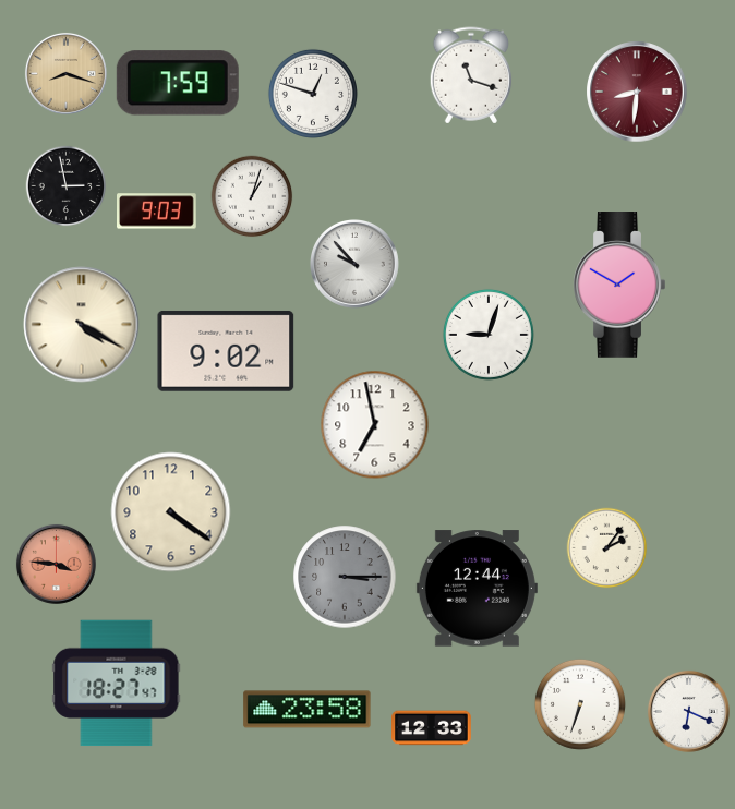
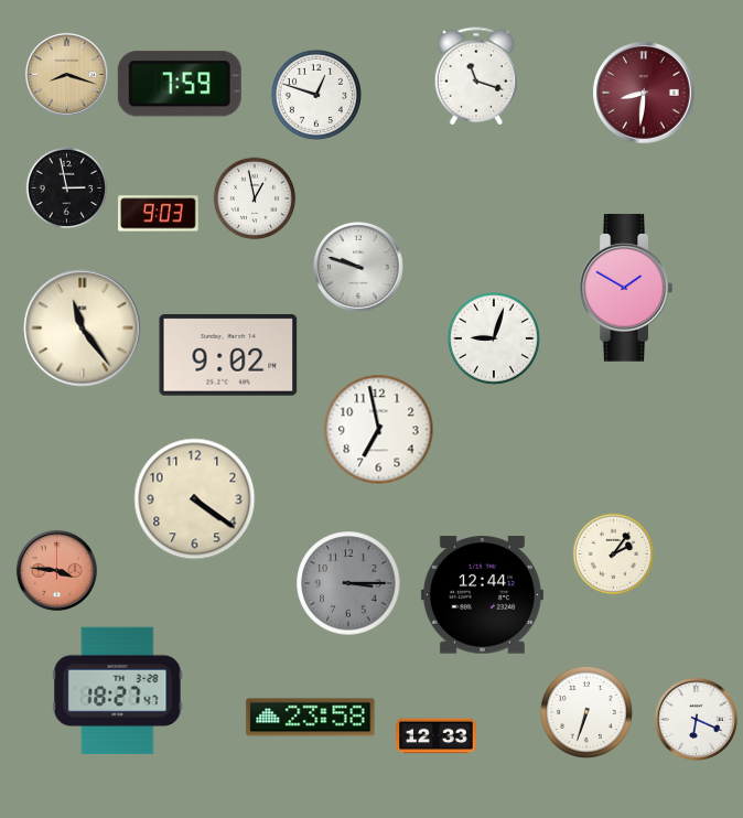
clock at (252, 196): 1:03 -> 12:58
clock at (356, 265): 9:53 -> 9:48
clock at (82, 325): 4:20 -> 11:24
clock at (171, 512) position: (171, 512) -> (195, 499)
